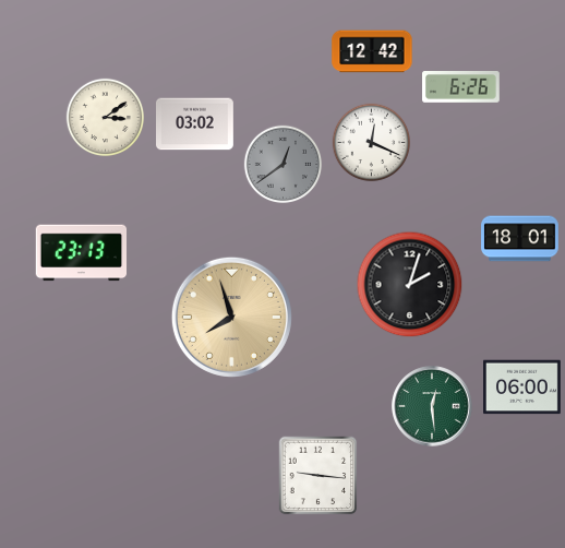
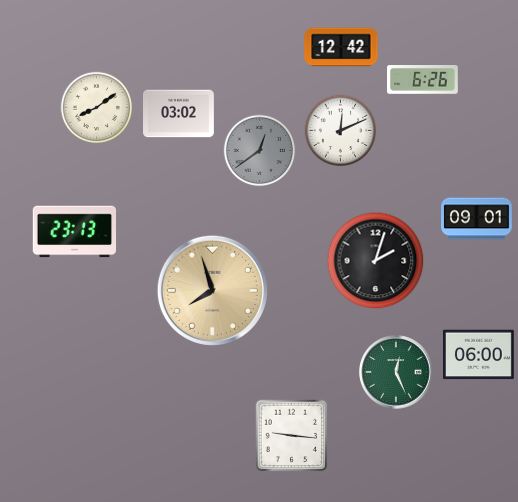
clock at (106, 118): 3:09 -> 8:09
clock at (372, 143): 12:19 -> 12:11
clock at (520, 239): 18:01 -> 09:01
clock at (432, 406): 12:29 -> 12:26
